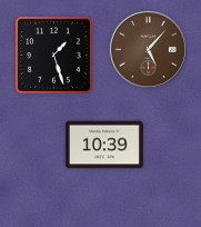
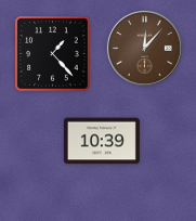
clock at (148, 49): 5:07 -> 12:07
clock at (54, 56): 1:27 -> 1:23
